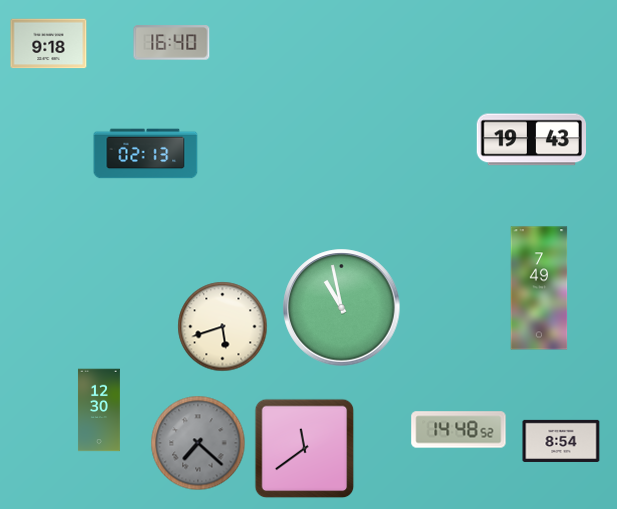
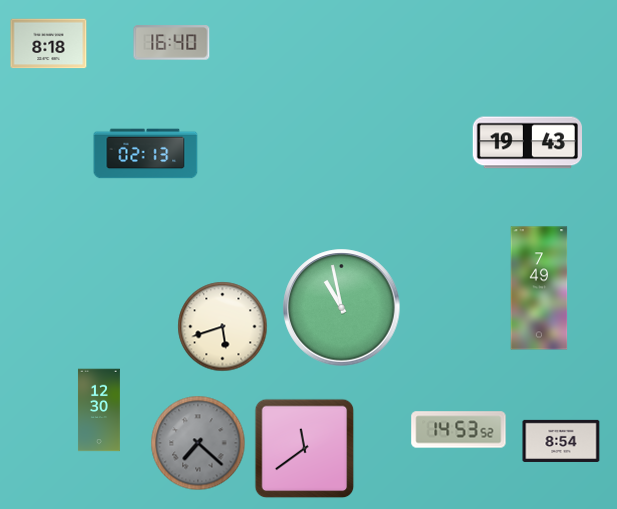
clock at (49, 44): 9:18 -> 8:18
clock at (531, 140) position: (531, 140) -> (527, 143)
clock at (459, 430): 14:48 -> 14:53
